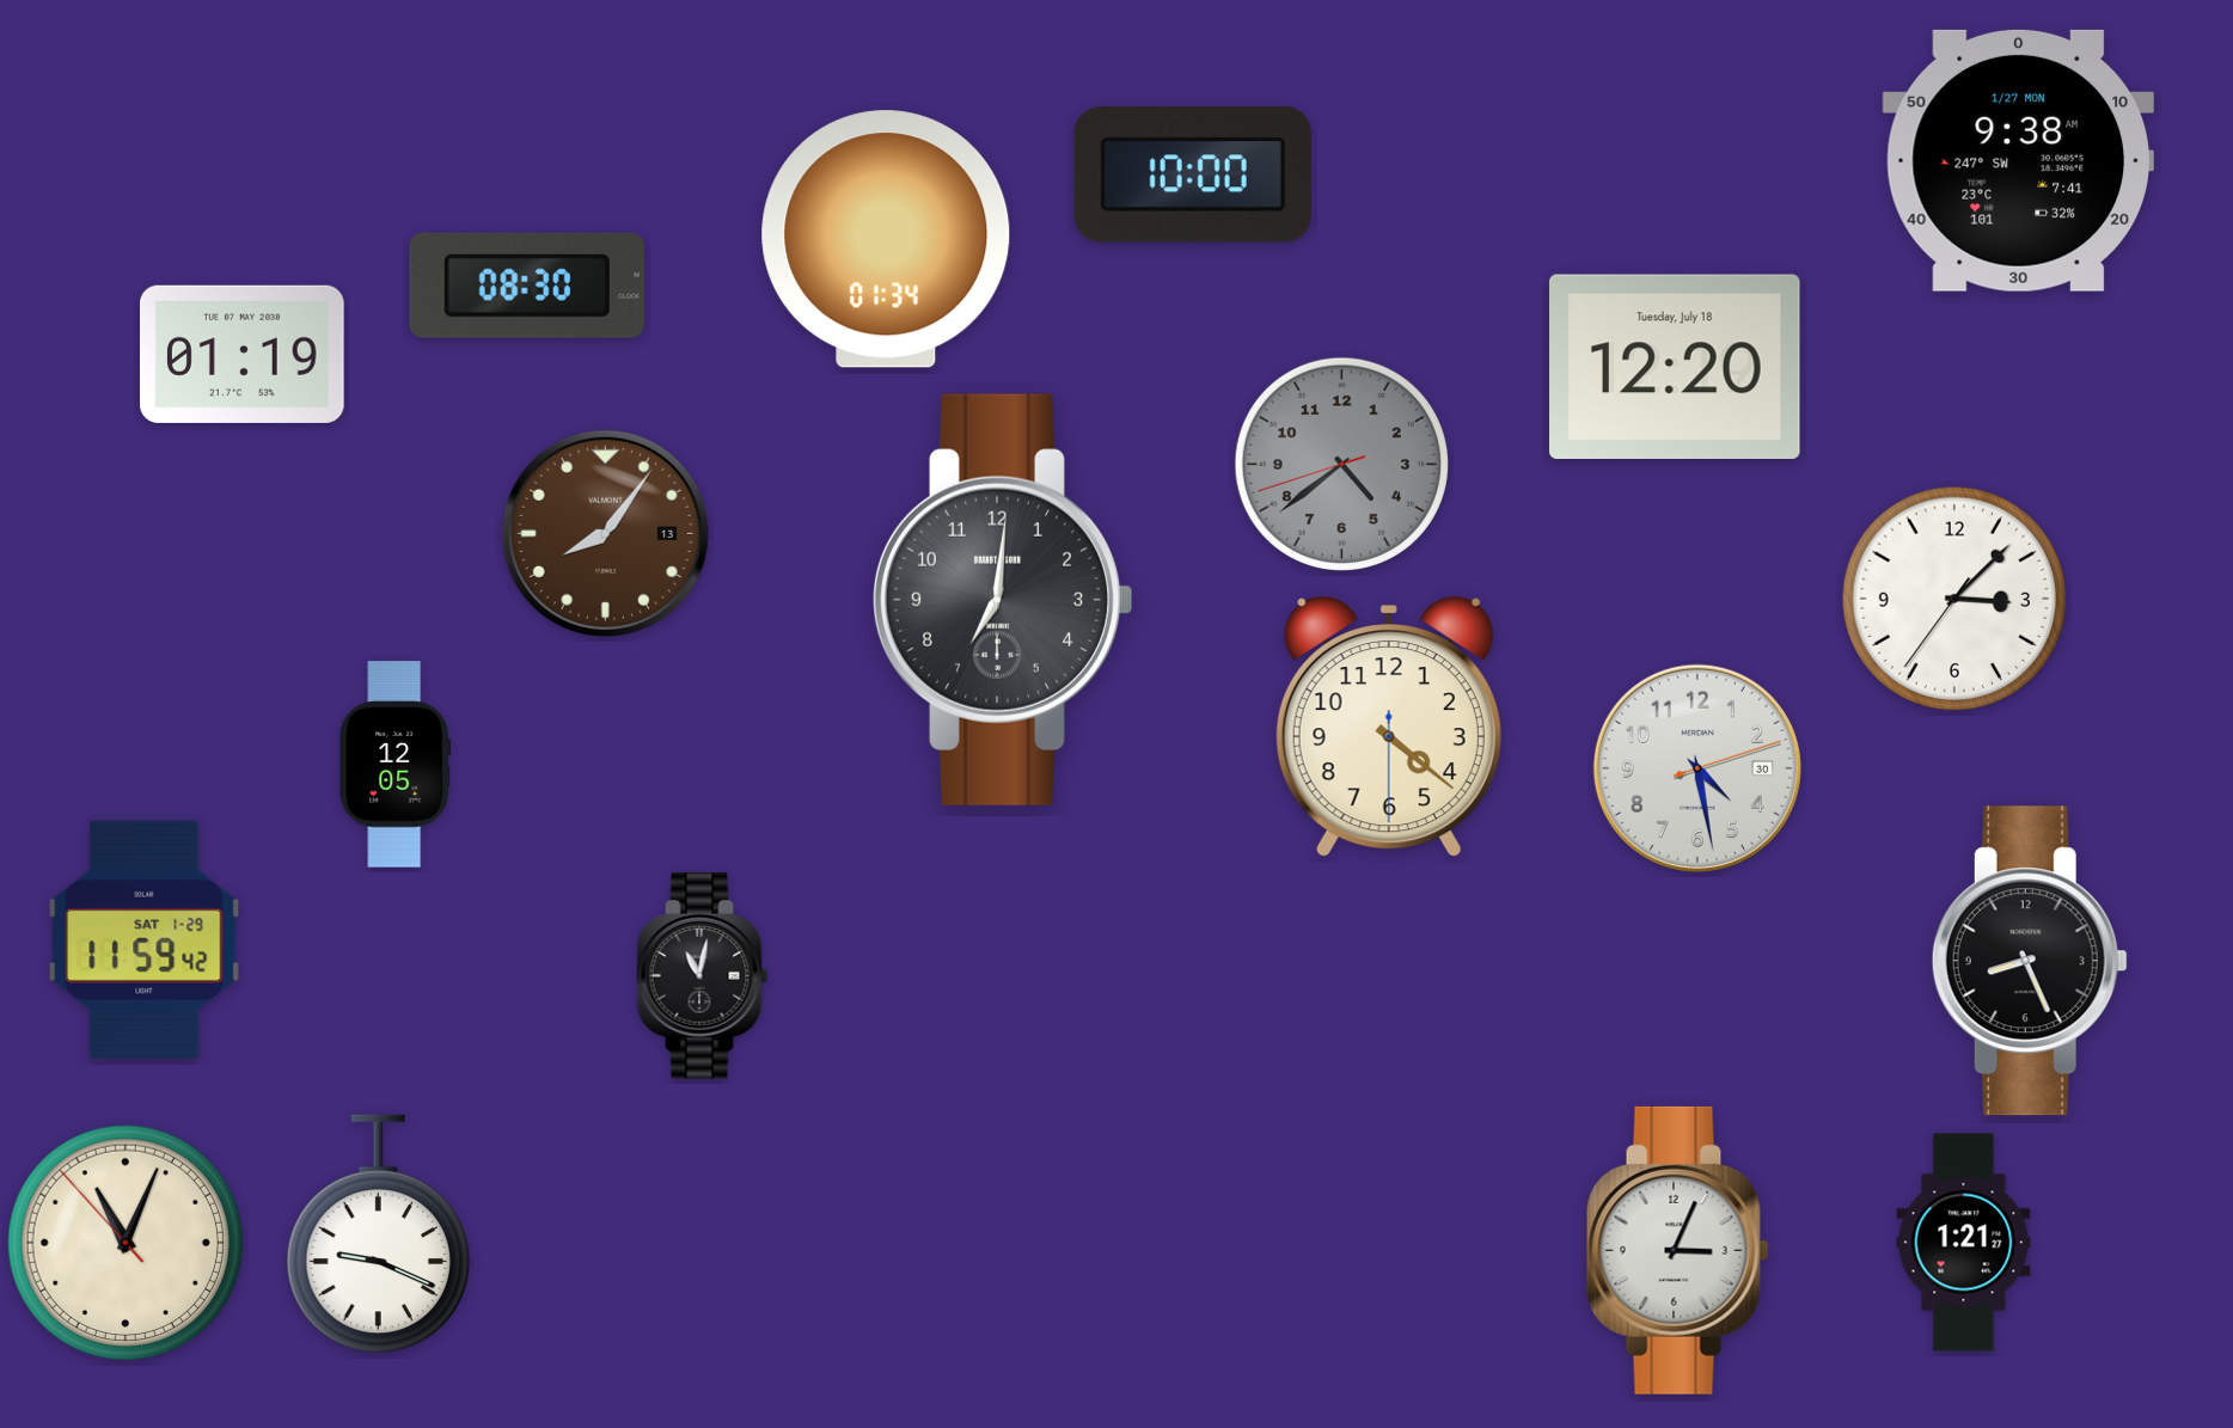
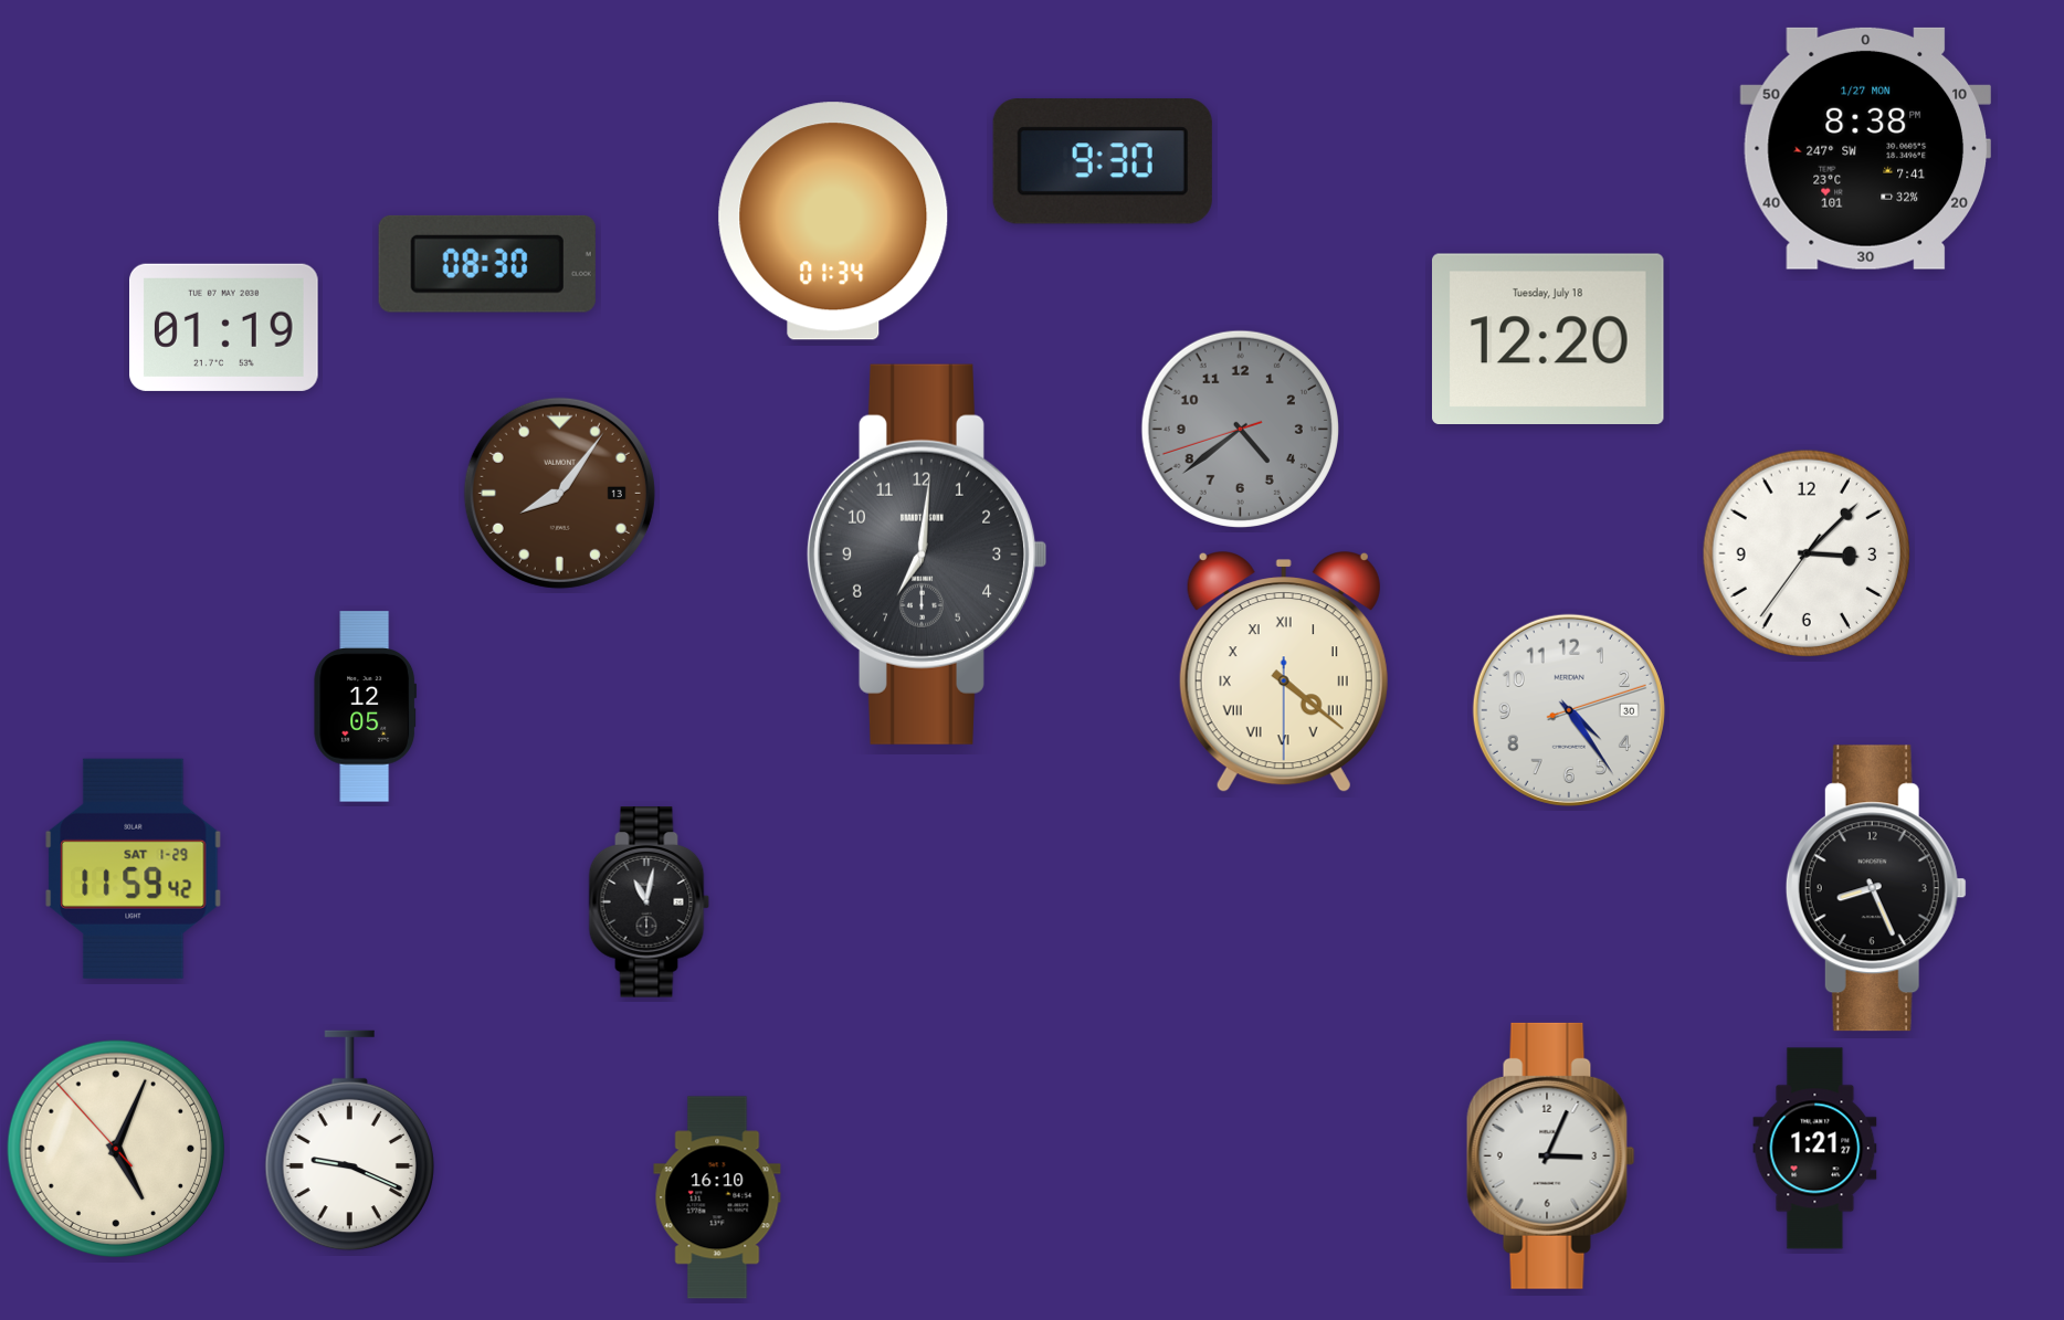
clock at (2018, 160): 9:38 -> 8:38
clock at (1193, 174): 10:00 -> 9:30
clock at (886, 239) position: (886, 239) -> (833, 221)
clock at (1389, 728) numerals: Arabic -> Roman
clock at (1697, 768): 4:28 -> 4:24
clock at (124, 1242): 11:03 -> 5:03
clock at (717, 1197): none -> 16:10
